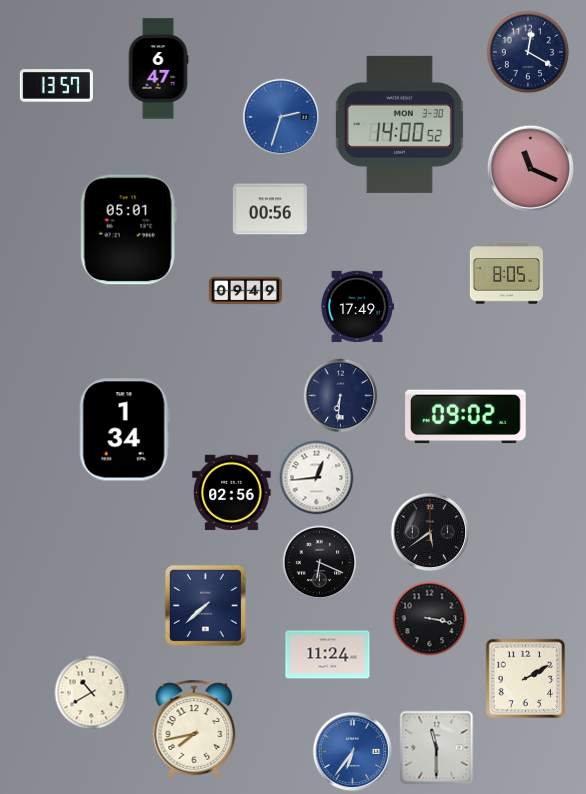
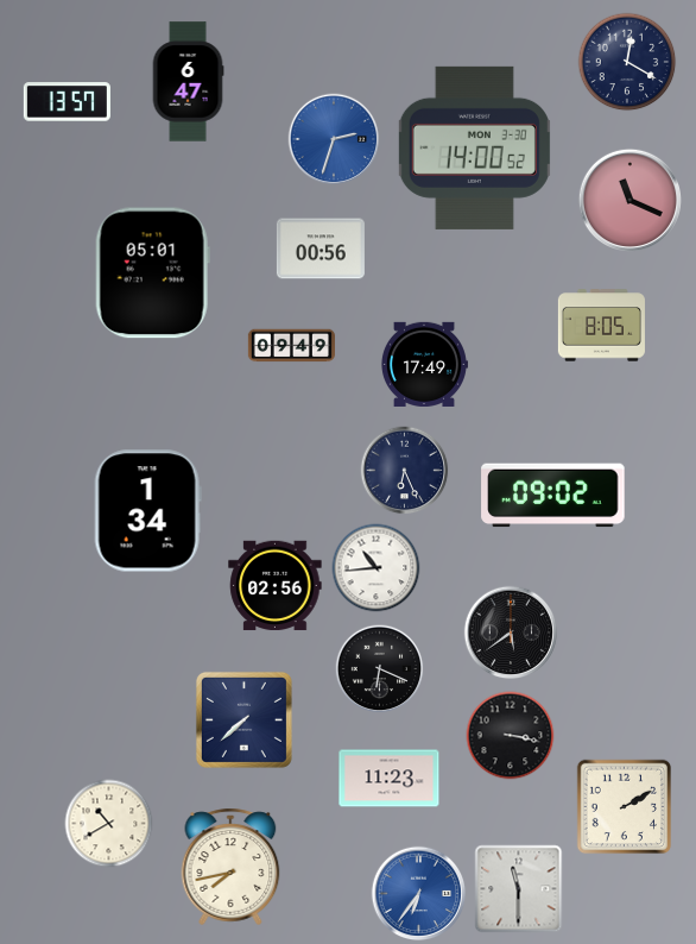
clock at (341, 396): 6:31 -> 6:26
clock at (317, 478): 12:44 -> 10:44
clock at (328, 655): 11:24 -> 11:23
